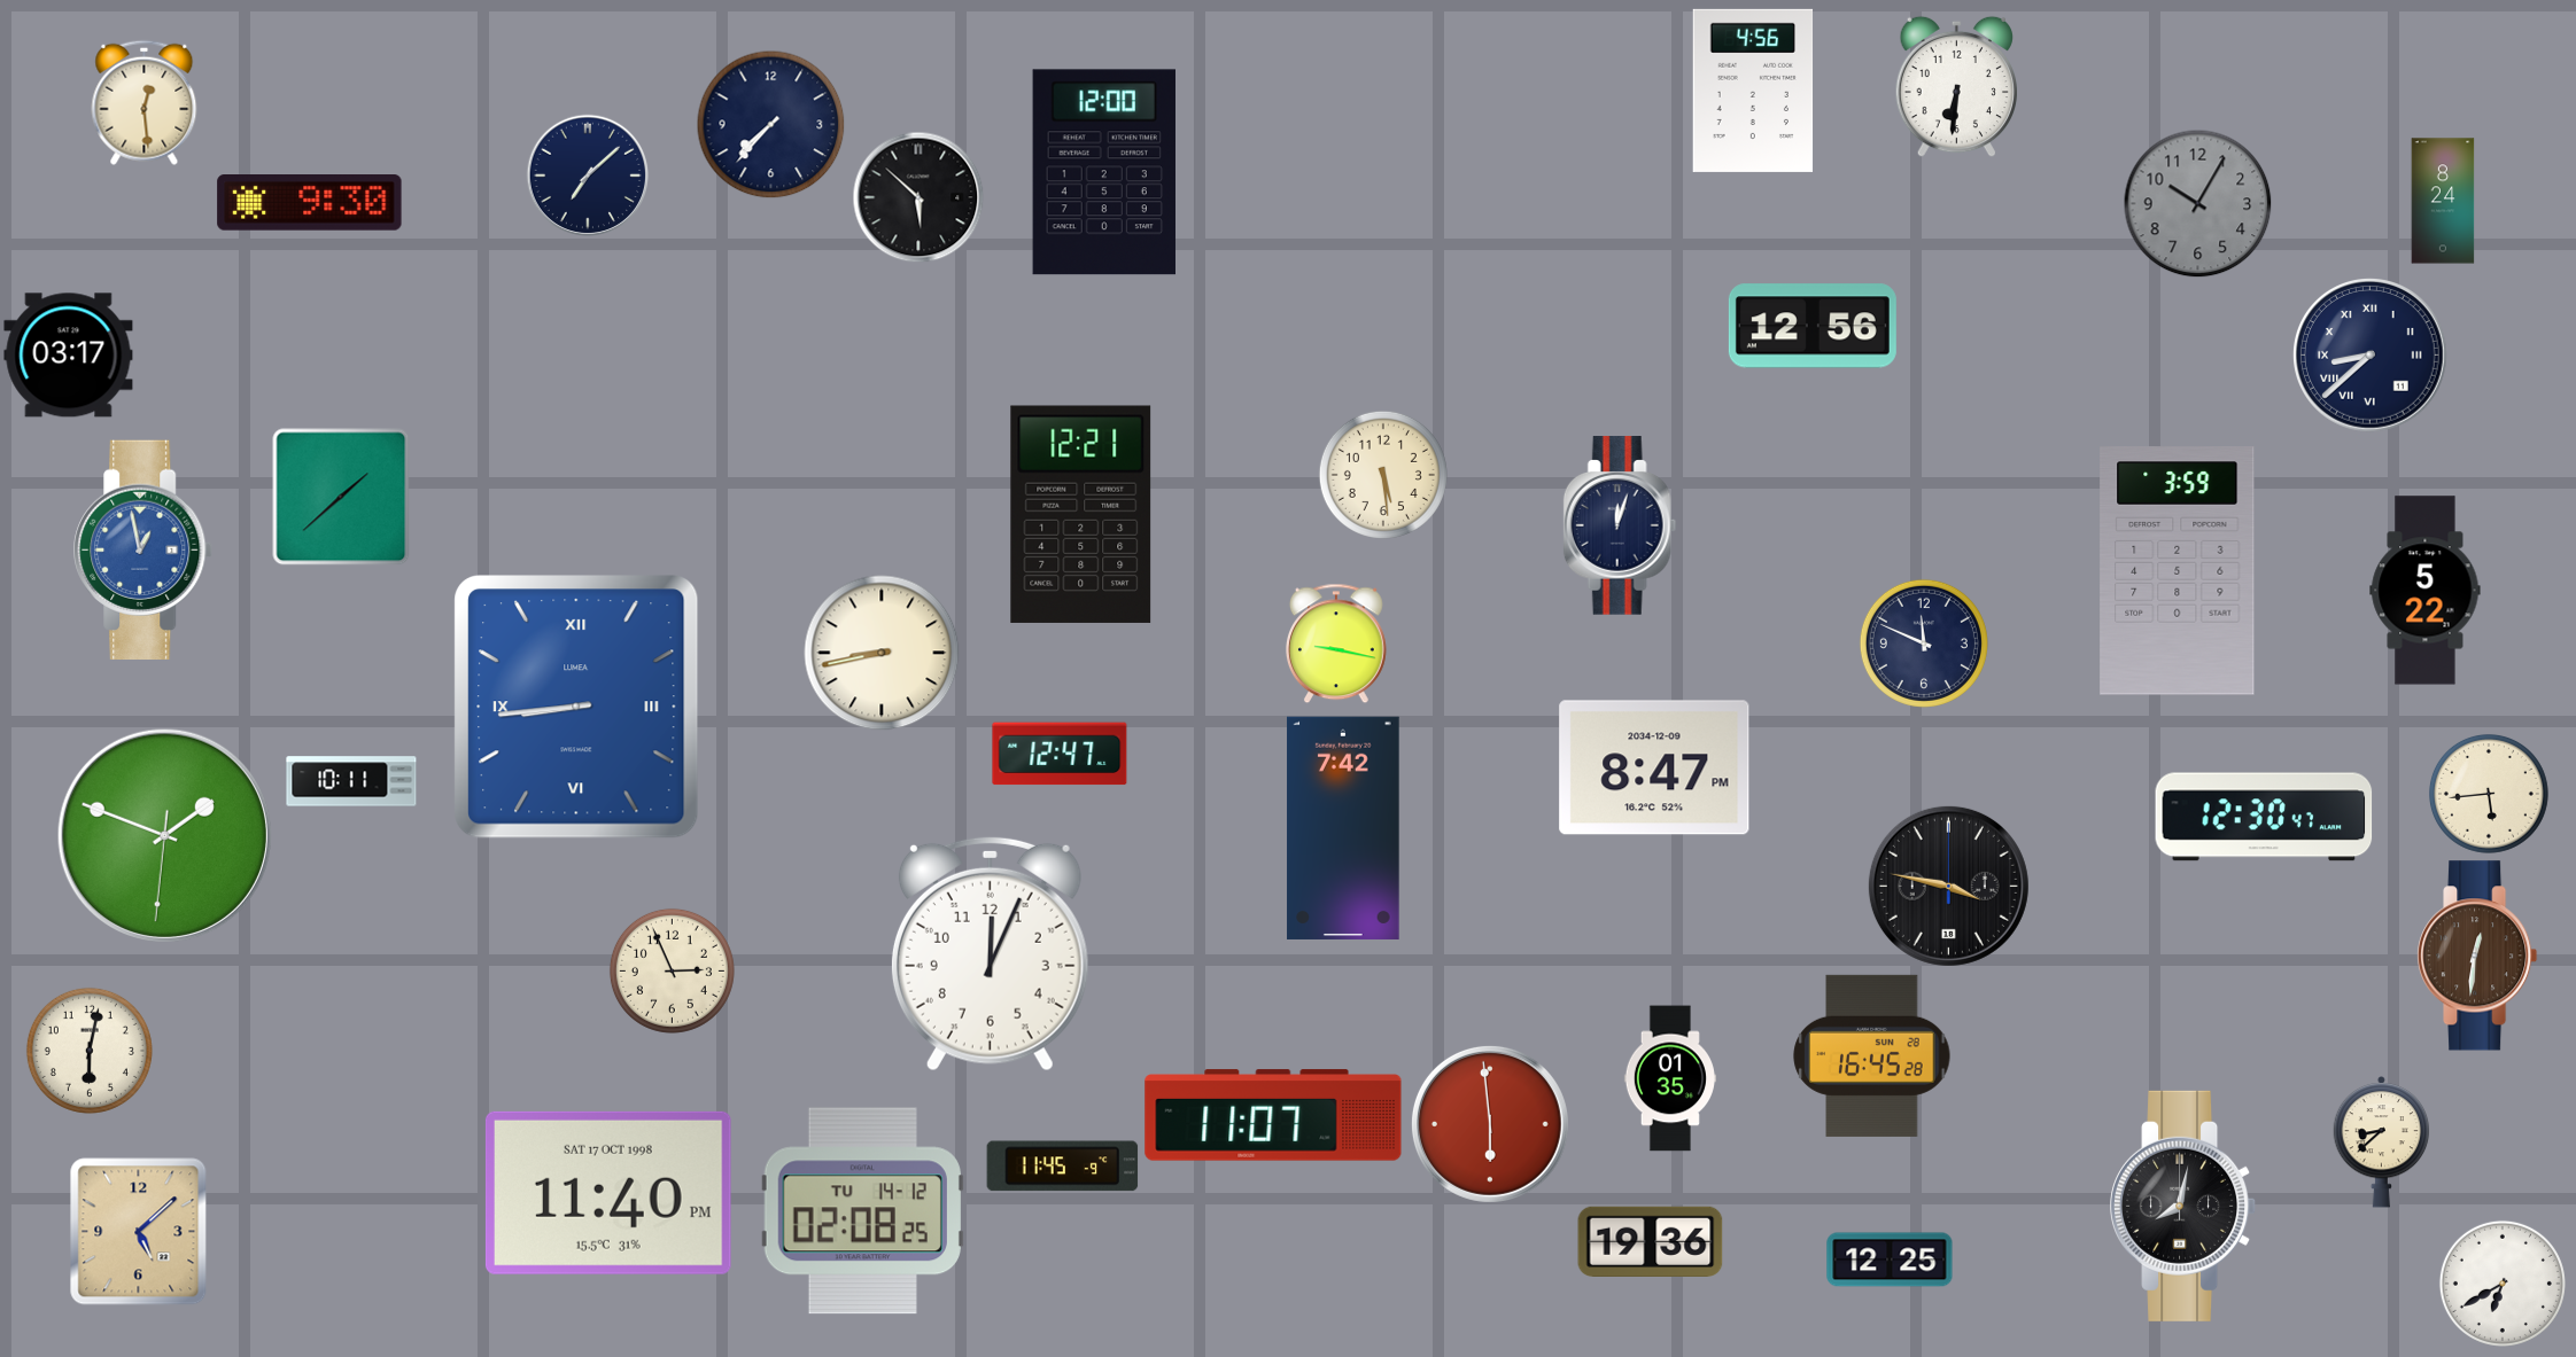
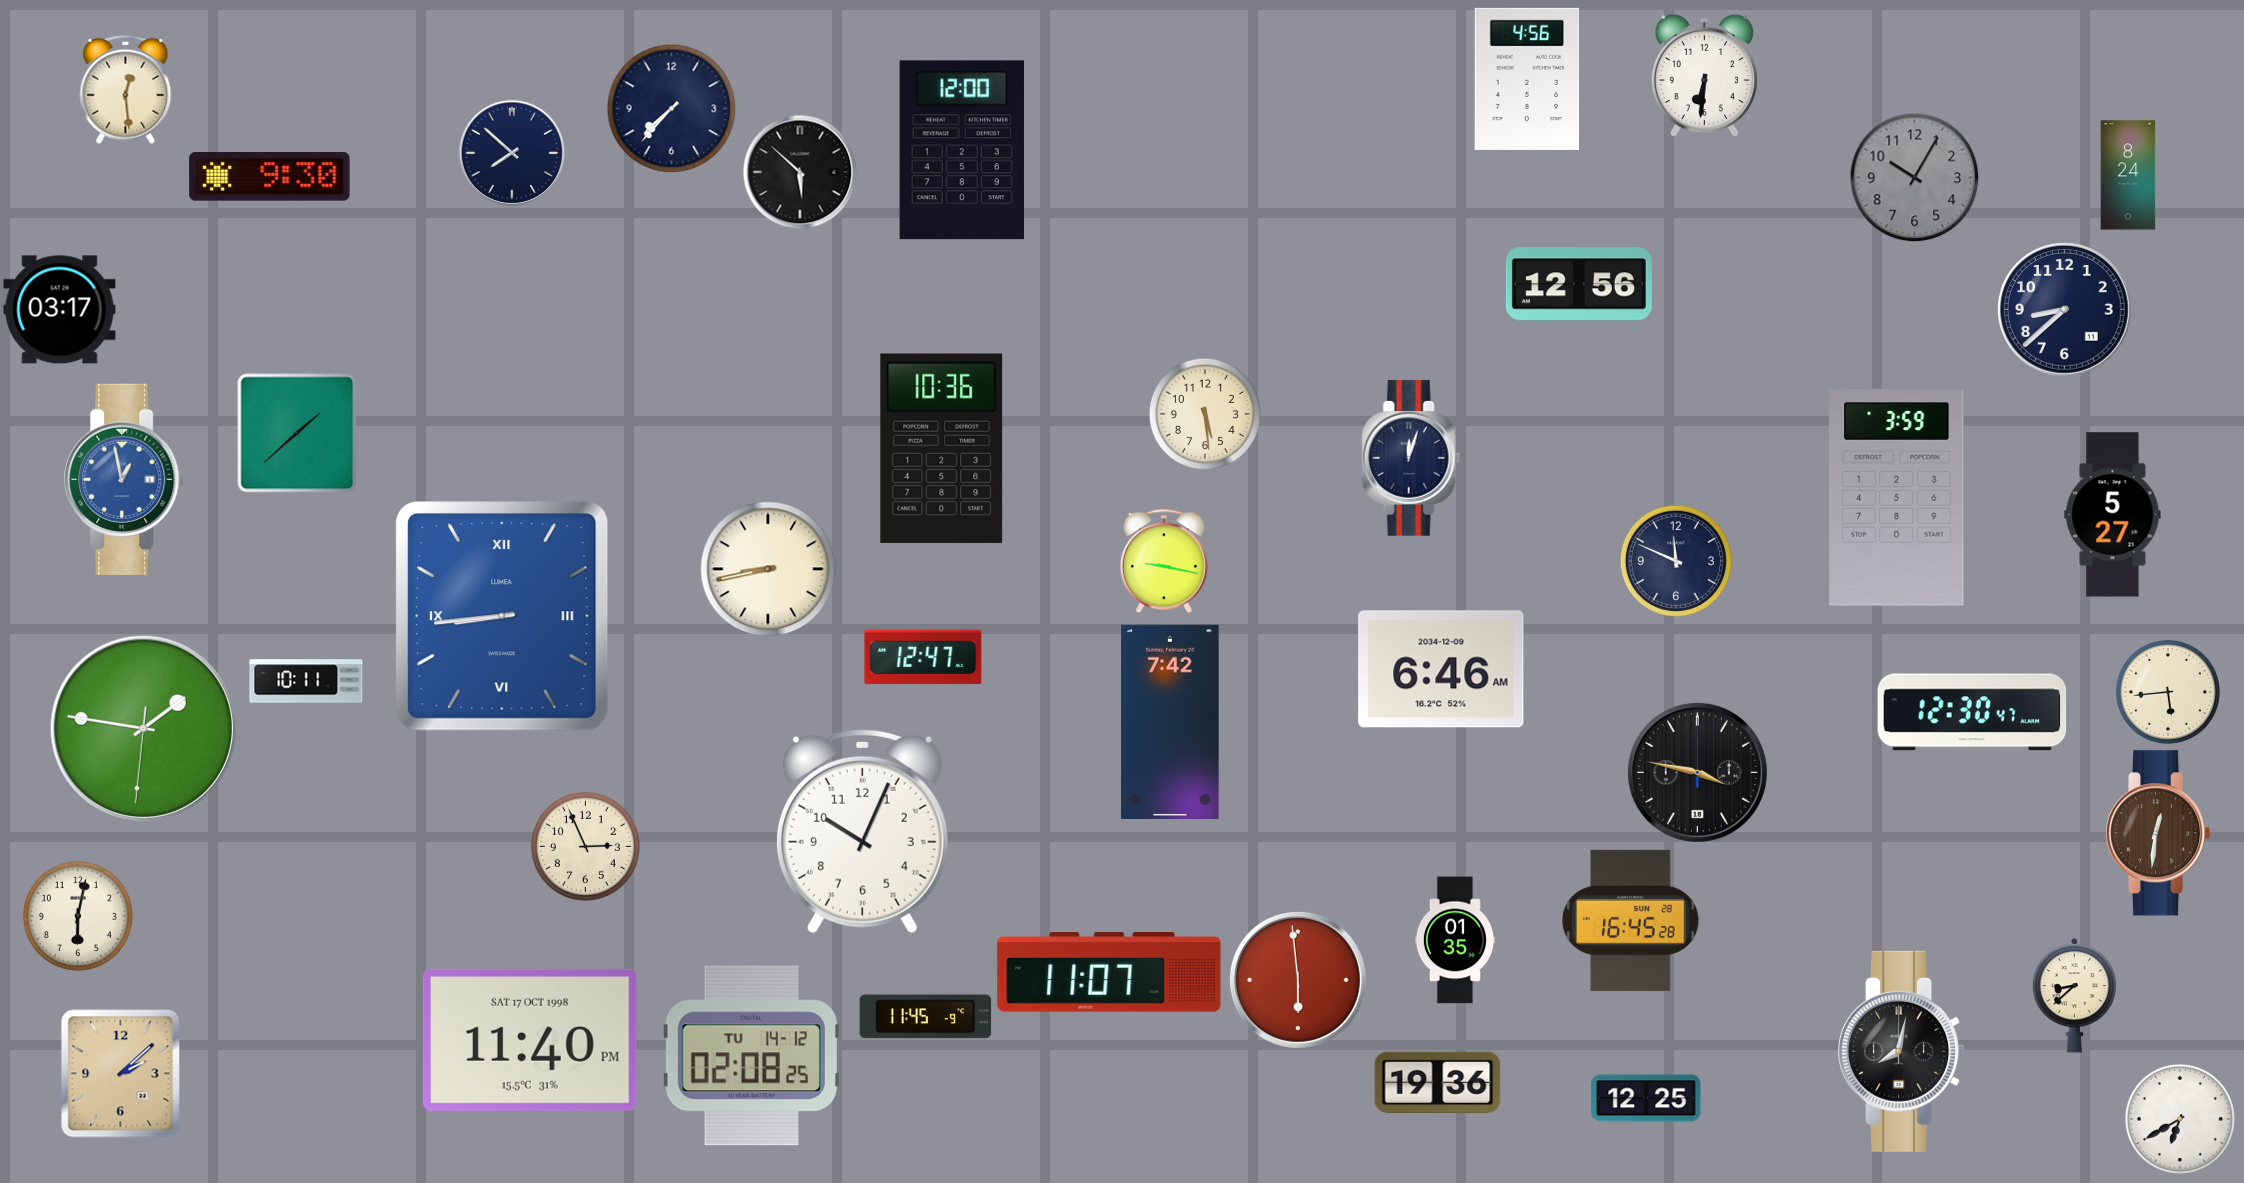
clock at (588, 176): 7:08 -> 7:52
clock at (2371, 356) numerals: Roman -> Arabic
clock at (1081, 514): 12:21 -> 10:36
clock at (2426, 591): 5:22 -> 5:27
clock at (1654, 767): 8:47 -> 6:46
clock at (164, 835): 1:48 -> 1:46
clock at (990, 953): 12:04 -> 10:04
clock at (139, 1232): 5:08 -> 2:08
